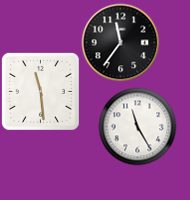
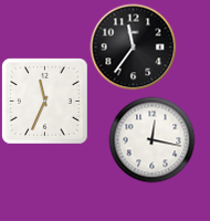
clock at (41, 92): 11:29 -> 11:34
clock at (137, 126): 11:25 -> 12:17
